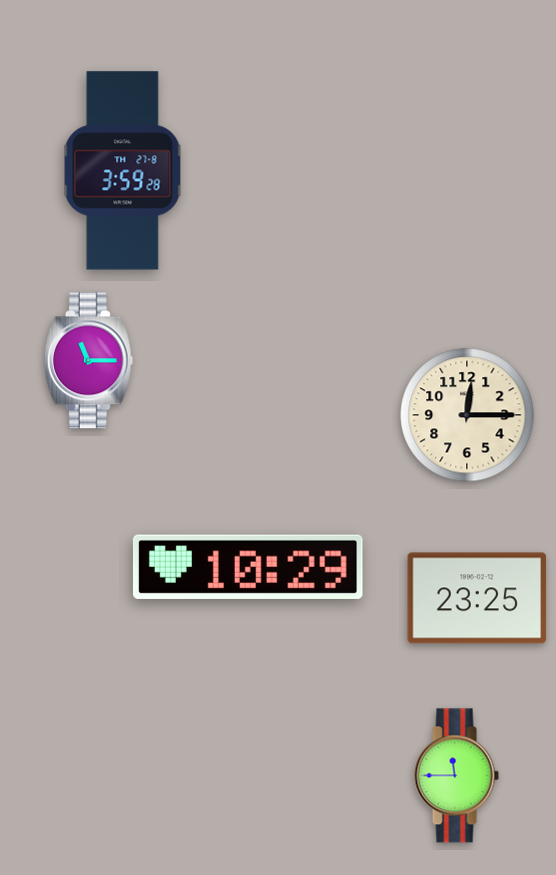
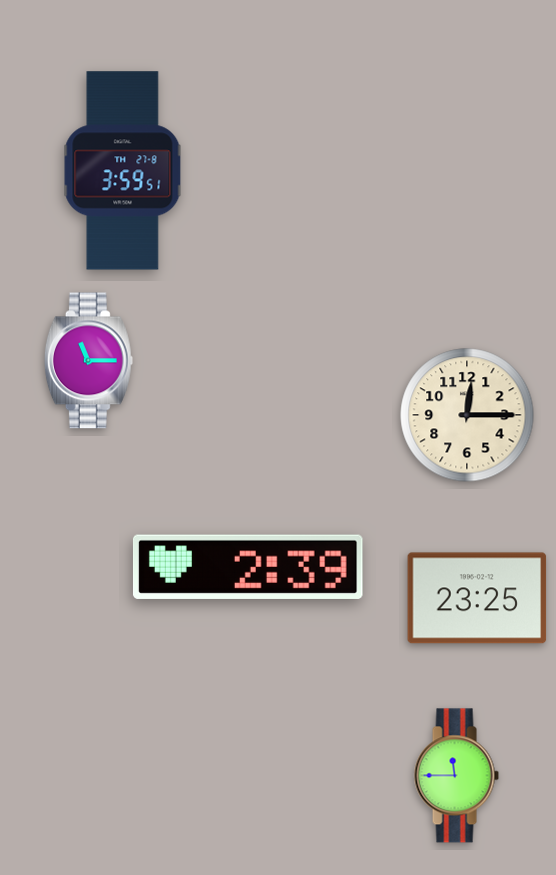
clock at (123, 171): 3:59:28 -> 3:59:51
clock at (248, 567): 10:29 -> 2:39
